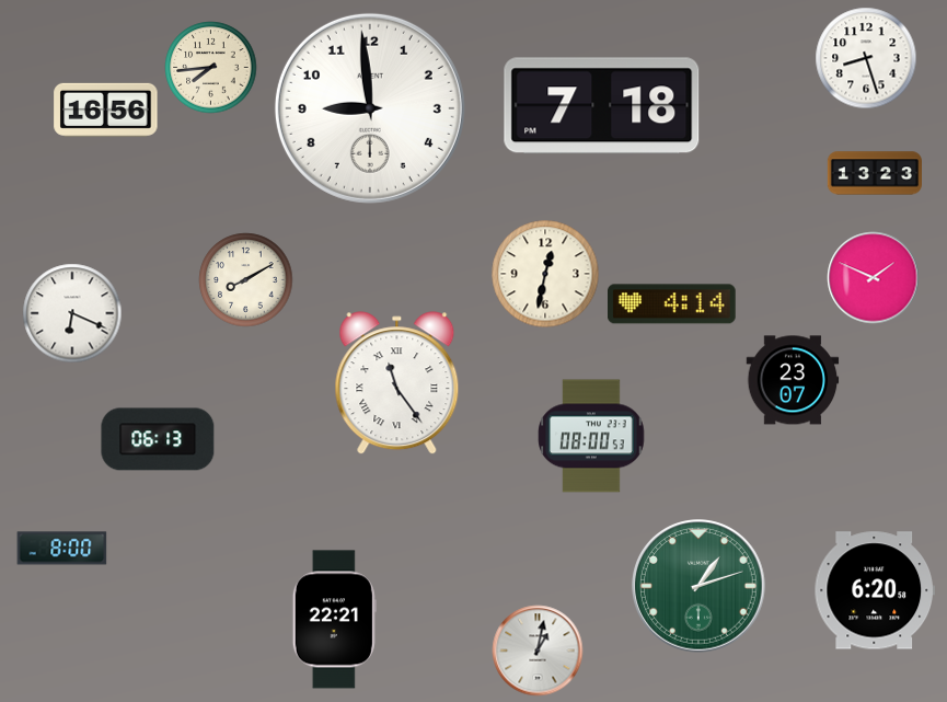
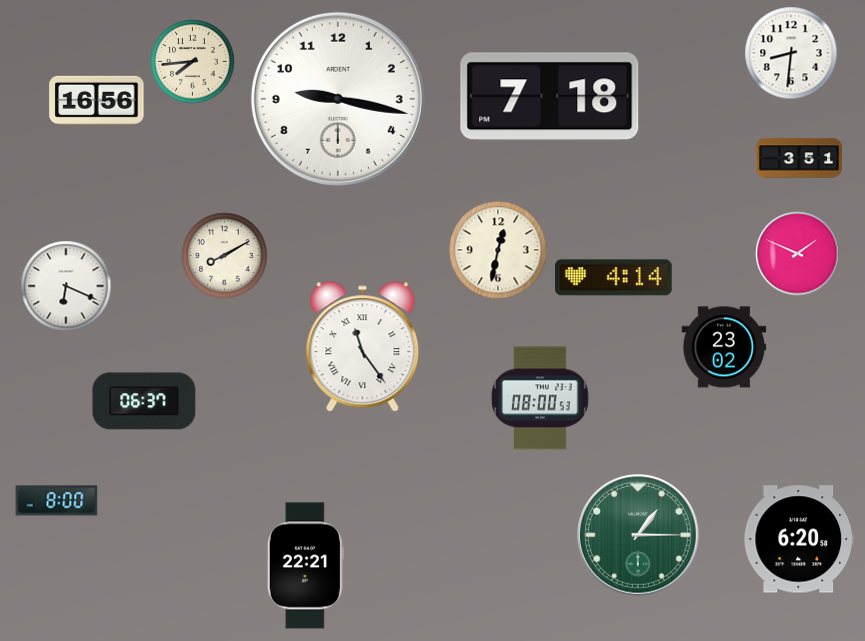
clock at (866, 58): 8:27 -> 8:31
clock at (370, 108): 8:59 -> 9:17
clock at (874, 173): 13:23 -> 3:51
clock at (793, 380): 23:07 -> 23:02
clock at (397, 383) position: (397, 383) -> (363, 347)
clock at (158, 439): 06:13 -> 06:37
clock at (698, 586): 1:12 -> 1:15
clock at (538, 651): 1:02 -> none
